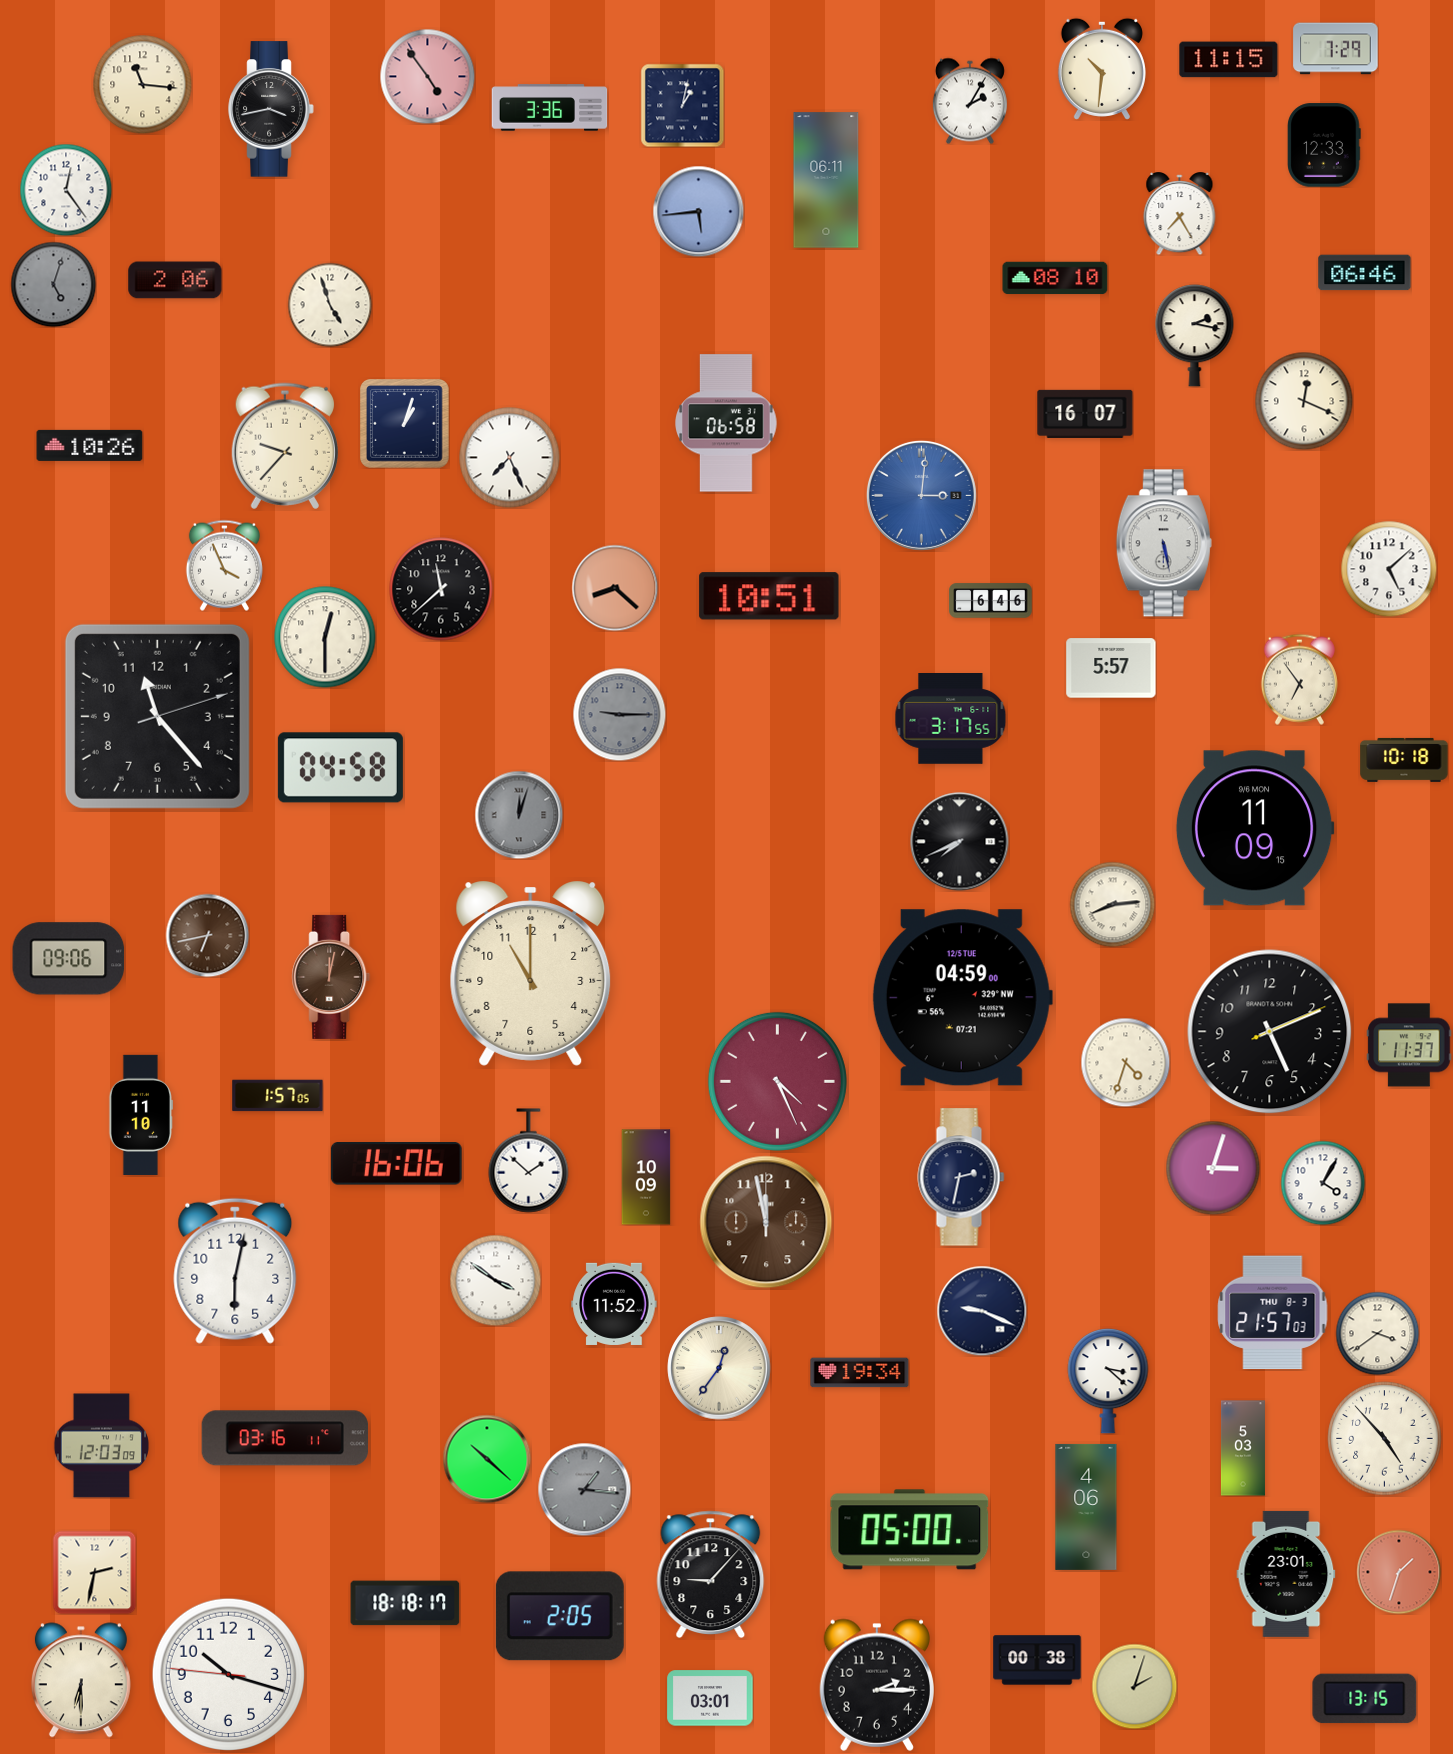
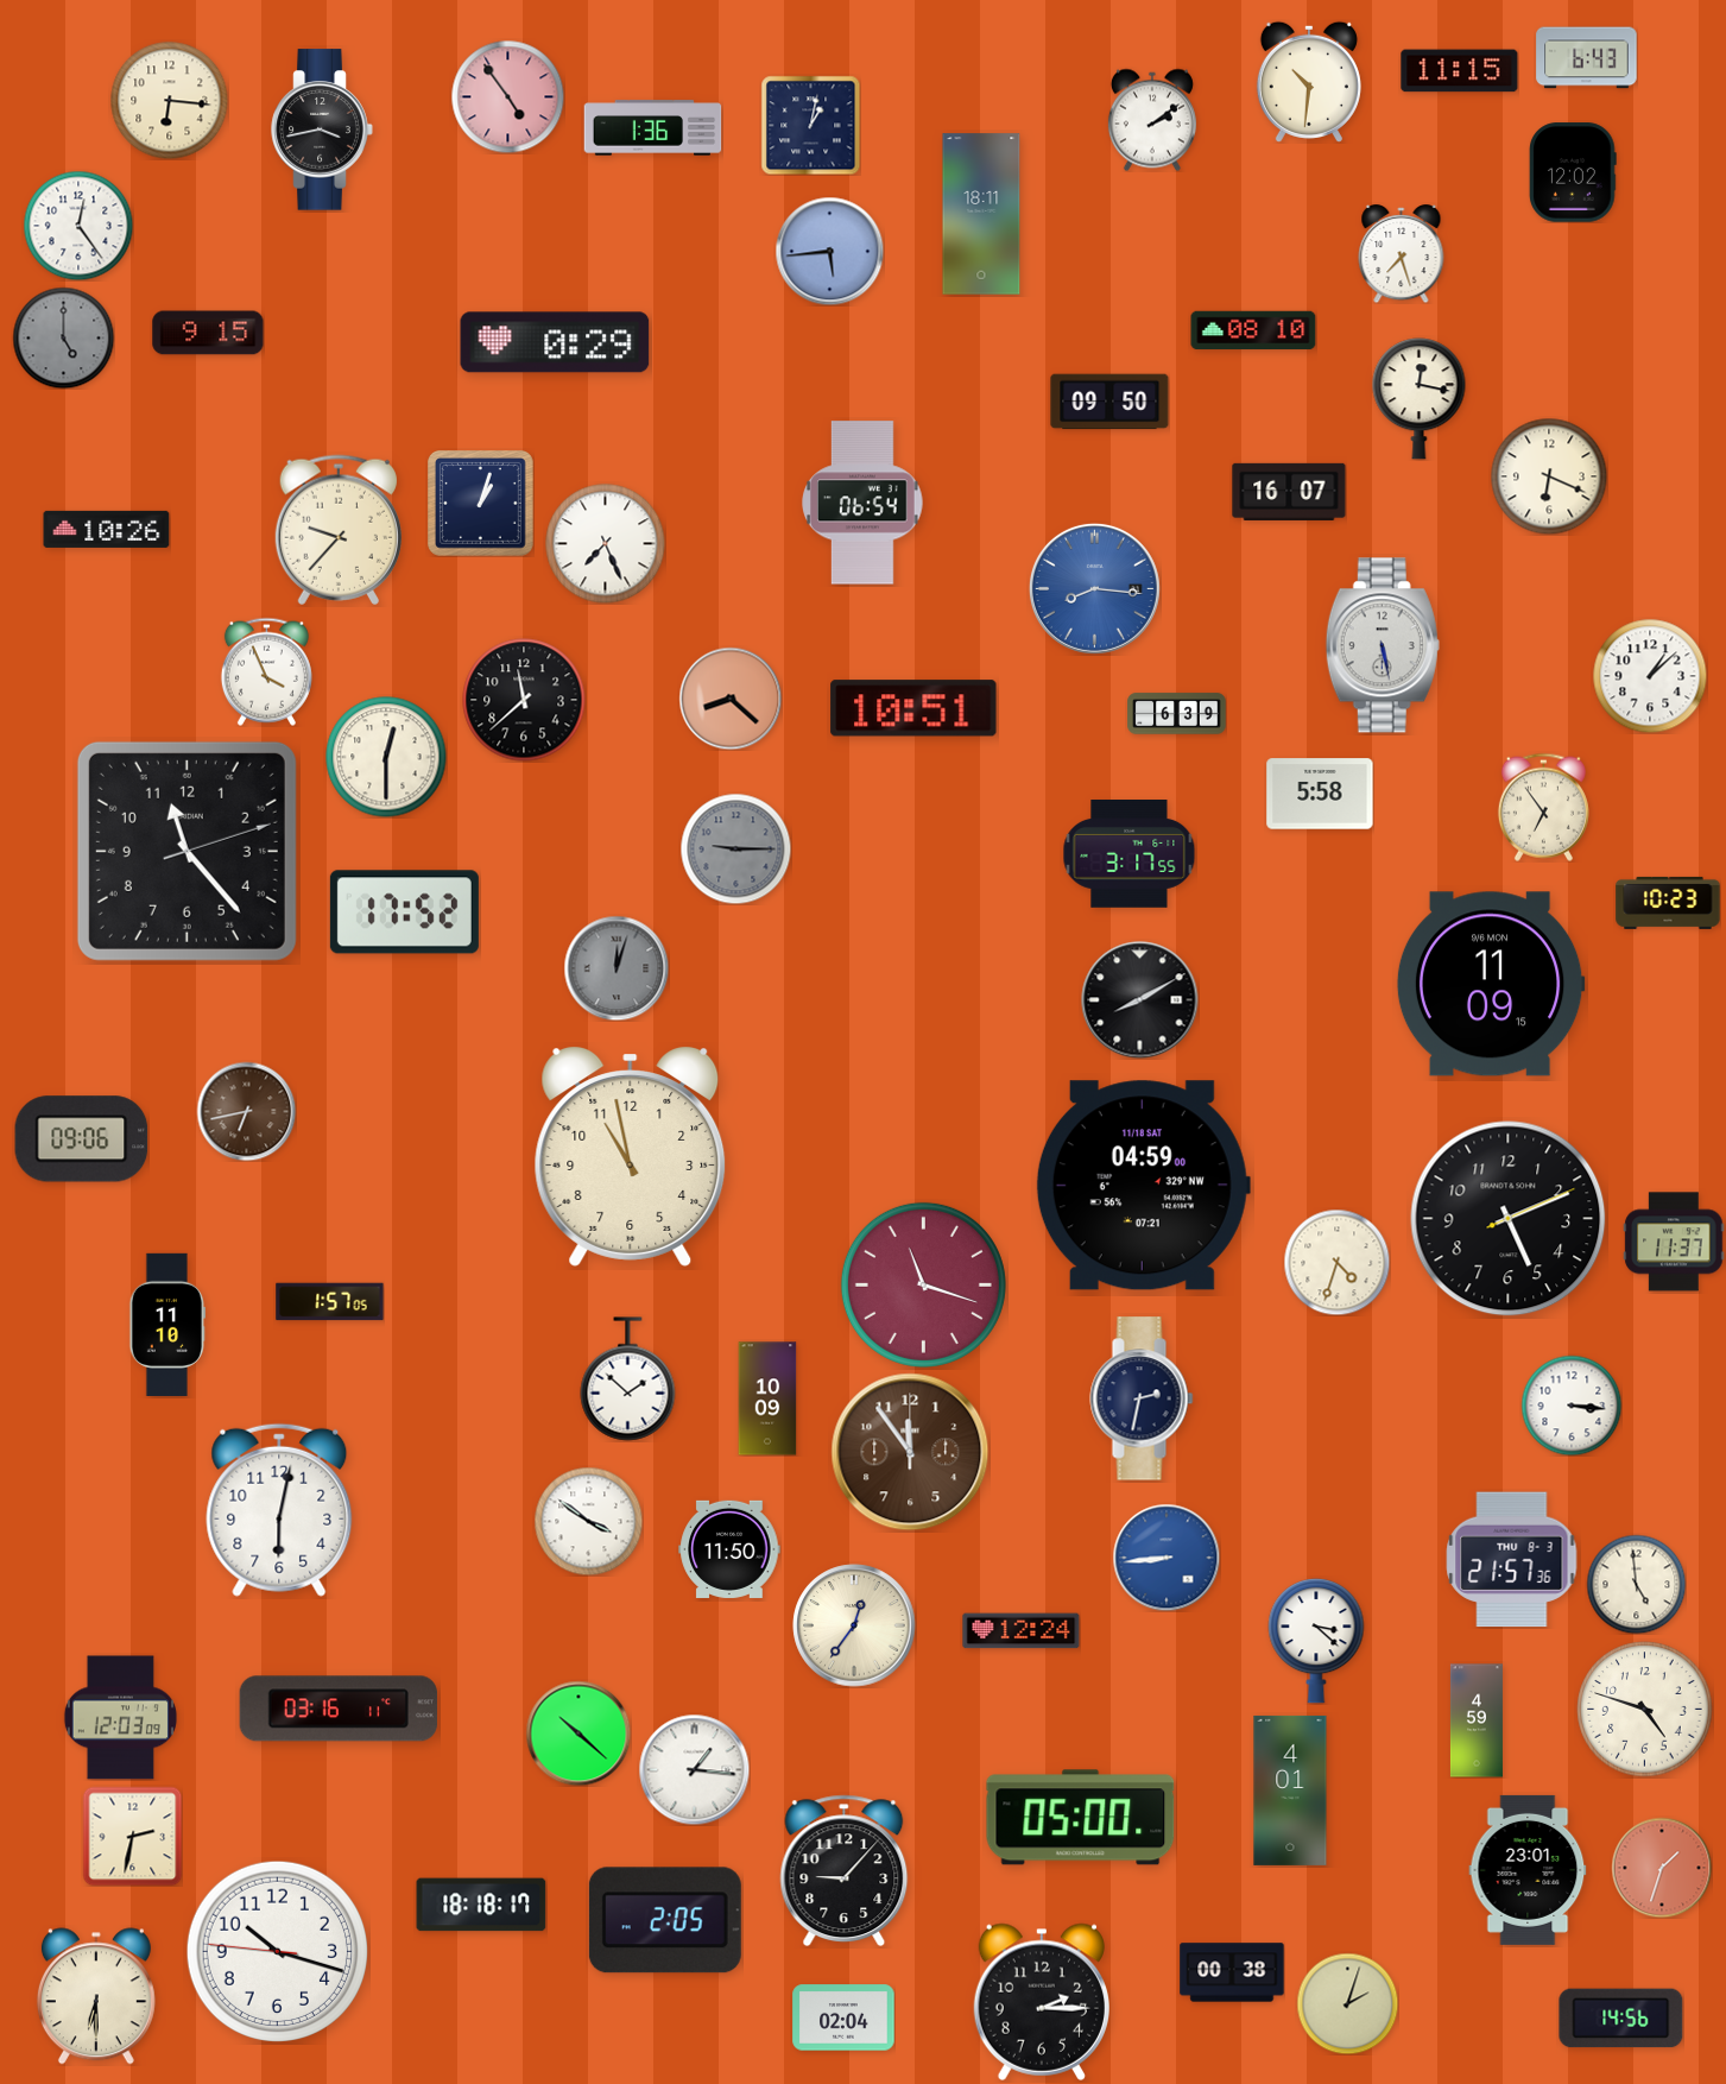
clock at (1336, 49): 7:29 -> 6:43
clock at (427, 76) position: (427, 76) -> (507, 96)
clock at (143, 85): 11:16 -> 6:16
clock at (970, 101): 2:05 -> 2:09
clock at (550, 108): 3:36 -> 1:36
clock at (1324, 145): 12:33 -> 12:02
clock at (826, 180): 06:11 -> 18:11
clock at (1180, 214): 7:25 -> 7:27
clock at (1365, 273): 06:46 -> none
clock at (175, 280): 2:06 -> 9:15
clock at (53, 284): 5:03 -> 5:00
clock at (555, 342): none -> 0:29
clock at (330, 305): 4:57 -> none
clock at (1195, 336): 2:17 -> 12:17
clock at (1109, 402): none -> 09:50
clock at (1304, 401): 12:19 -> 6:19
clock at (726, 423): 06:58 -> 06:54
clock at (921, 495): 3:01 -> 8:16
clock at (1389, 569): 5:08 -> 1:08
clock at (991, 601): 6:46 -> 6:39
clock at (1111, 668): 5:57 -> 5:58
clock at (1404, 760): 10:18 -> 10:23
clock at (340, 768): 04:58 -> 17:52
clock at (960, 842): 7:41 -> 8:10
clock at (1112, 904): 8:14 -> none
clock at (531, 973): 11:00 -> 10:58
clock at (331, 977): 12:02 -> none
clock at (962, 998) date: 12/5 TUE -> 11/18 SAT
clock at (1270, 1032) position: (1270, 1032) -> (1509, 1219)
clock at (777, 1081): 4:26 -> 11:18
clock at (396, 1164): 16:06 -> none
clock at (1213, 1168): 3:03 -> none
clock at (1323, 1183): 4:05 -> 3:16
clock at (766, 1222): 11:58 -> 11:54
clock at (614, 1304): 11:52 -> 11:50
clock at (982, 1311): 9:19 -> 8:44
clock at (982, 1311) dial: navy -> blue
clock at (1273, 1313): 21:57:03 -> 21:57:36
clock at (1377, 1333): 3:39 -> 4:59
clock at (860, 1373): 19:34 -> 12:24
clock at (1385, 1439): 4:53 -> 4:48
clock at (1243, 1448): 5:03 -> 4:59
clock at (584, 1489) dial: grey -> white
clock at (1086, 1507): 4:06 -> 4:01
clock at (94, 1572) position: (94, 1572) -> (132, 1836)
clock at (228, 1674) position: (228, 1674) -> (277, 1951)
clock at (710, 1698): 03:01 -> 02:04
clock at (1365, 1699): 13:15 -> 14:56
